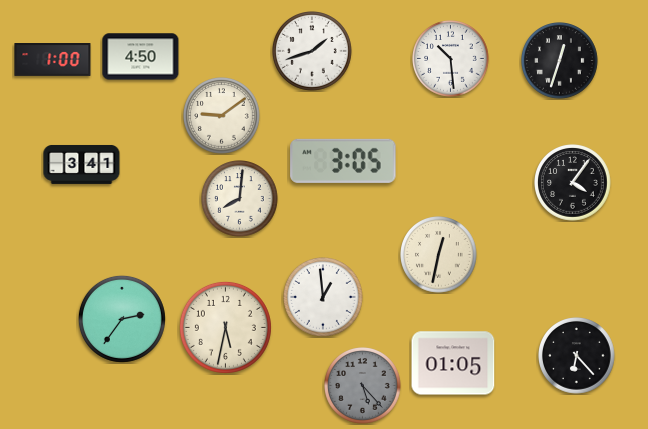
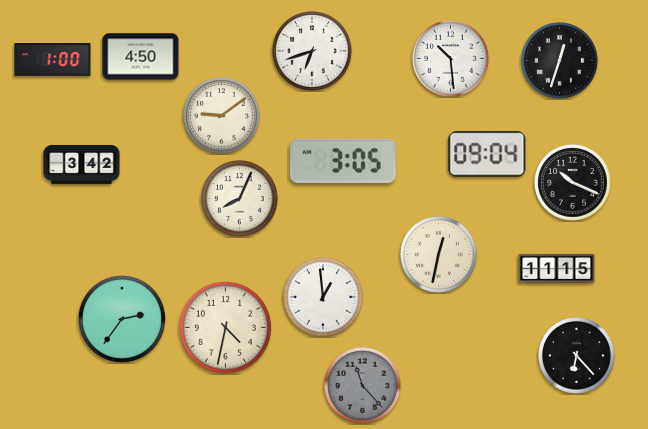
clock at (313, 52): 1:42 -> 6:42
clock at (487, 154): none -> 09:04
clock at (82, 164): 3:41 -> 3:42
clock at (573, 183): 4:06 -> 10:19
clock at (240, 199): 8:01 -> 8:04
clock at (557, 268): none -> 11:15
clock at (225, 327): 5:32 -> 4:32
clock at (453, 363): 01:05 -> none
clock at (363, 386): 5:23 -> 11:23
